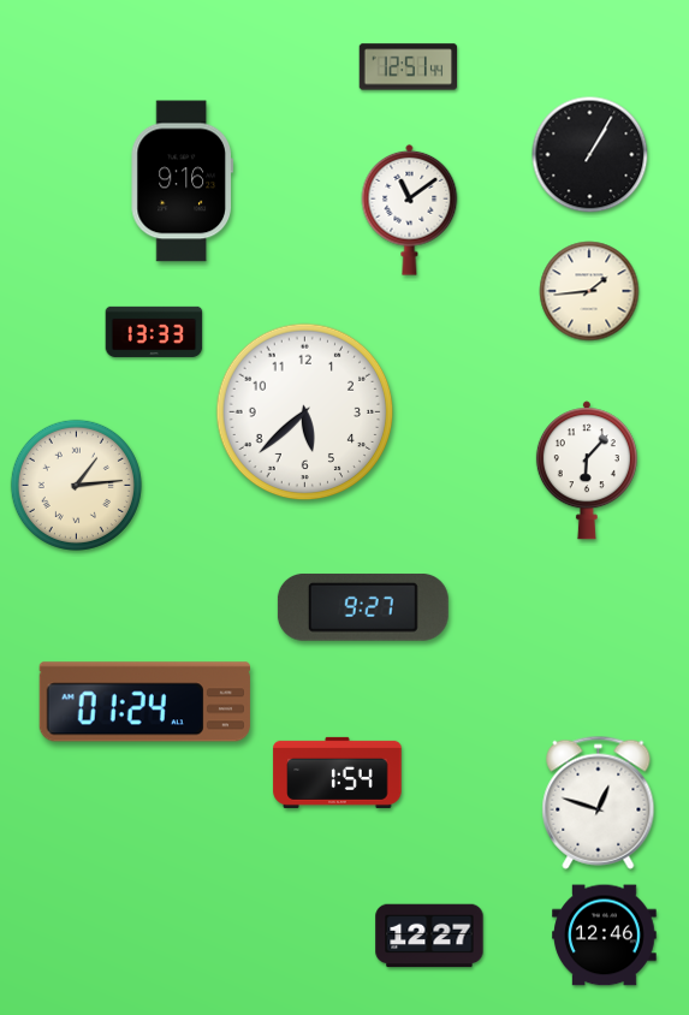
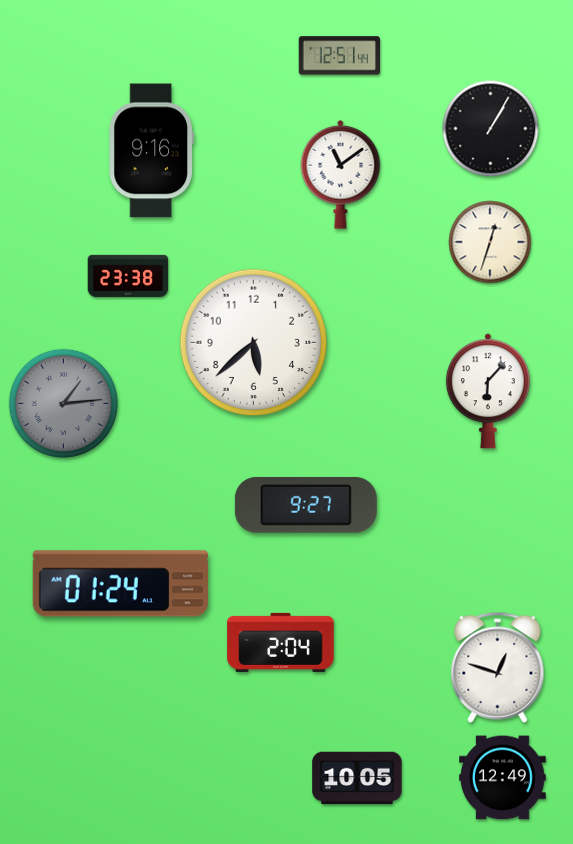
clock at (589, 291): 1:44 -> 12:33
clock at (154, 332): 13:33 -> 23:38
clock at (76, 485) dial: cream -> grey
clock at (363, 607) position: (363, 607) -> (306, 505)
clock at (338, 772): 1:54 -> 2:04
clock at (429, 936): 12:27 -> 10:05
clock at (605, 936): 12:46 -> 12:49
